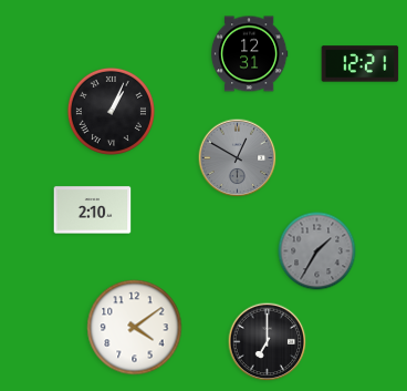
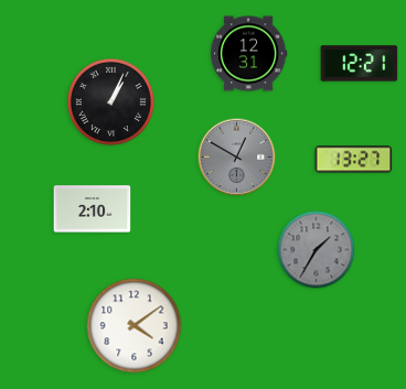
clock at (111, 111) position: (111, 111) -> (110, 101)
clock at (354, 160): none -> 13:27
clock at (268, 342): 7:00 -> none
